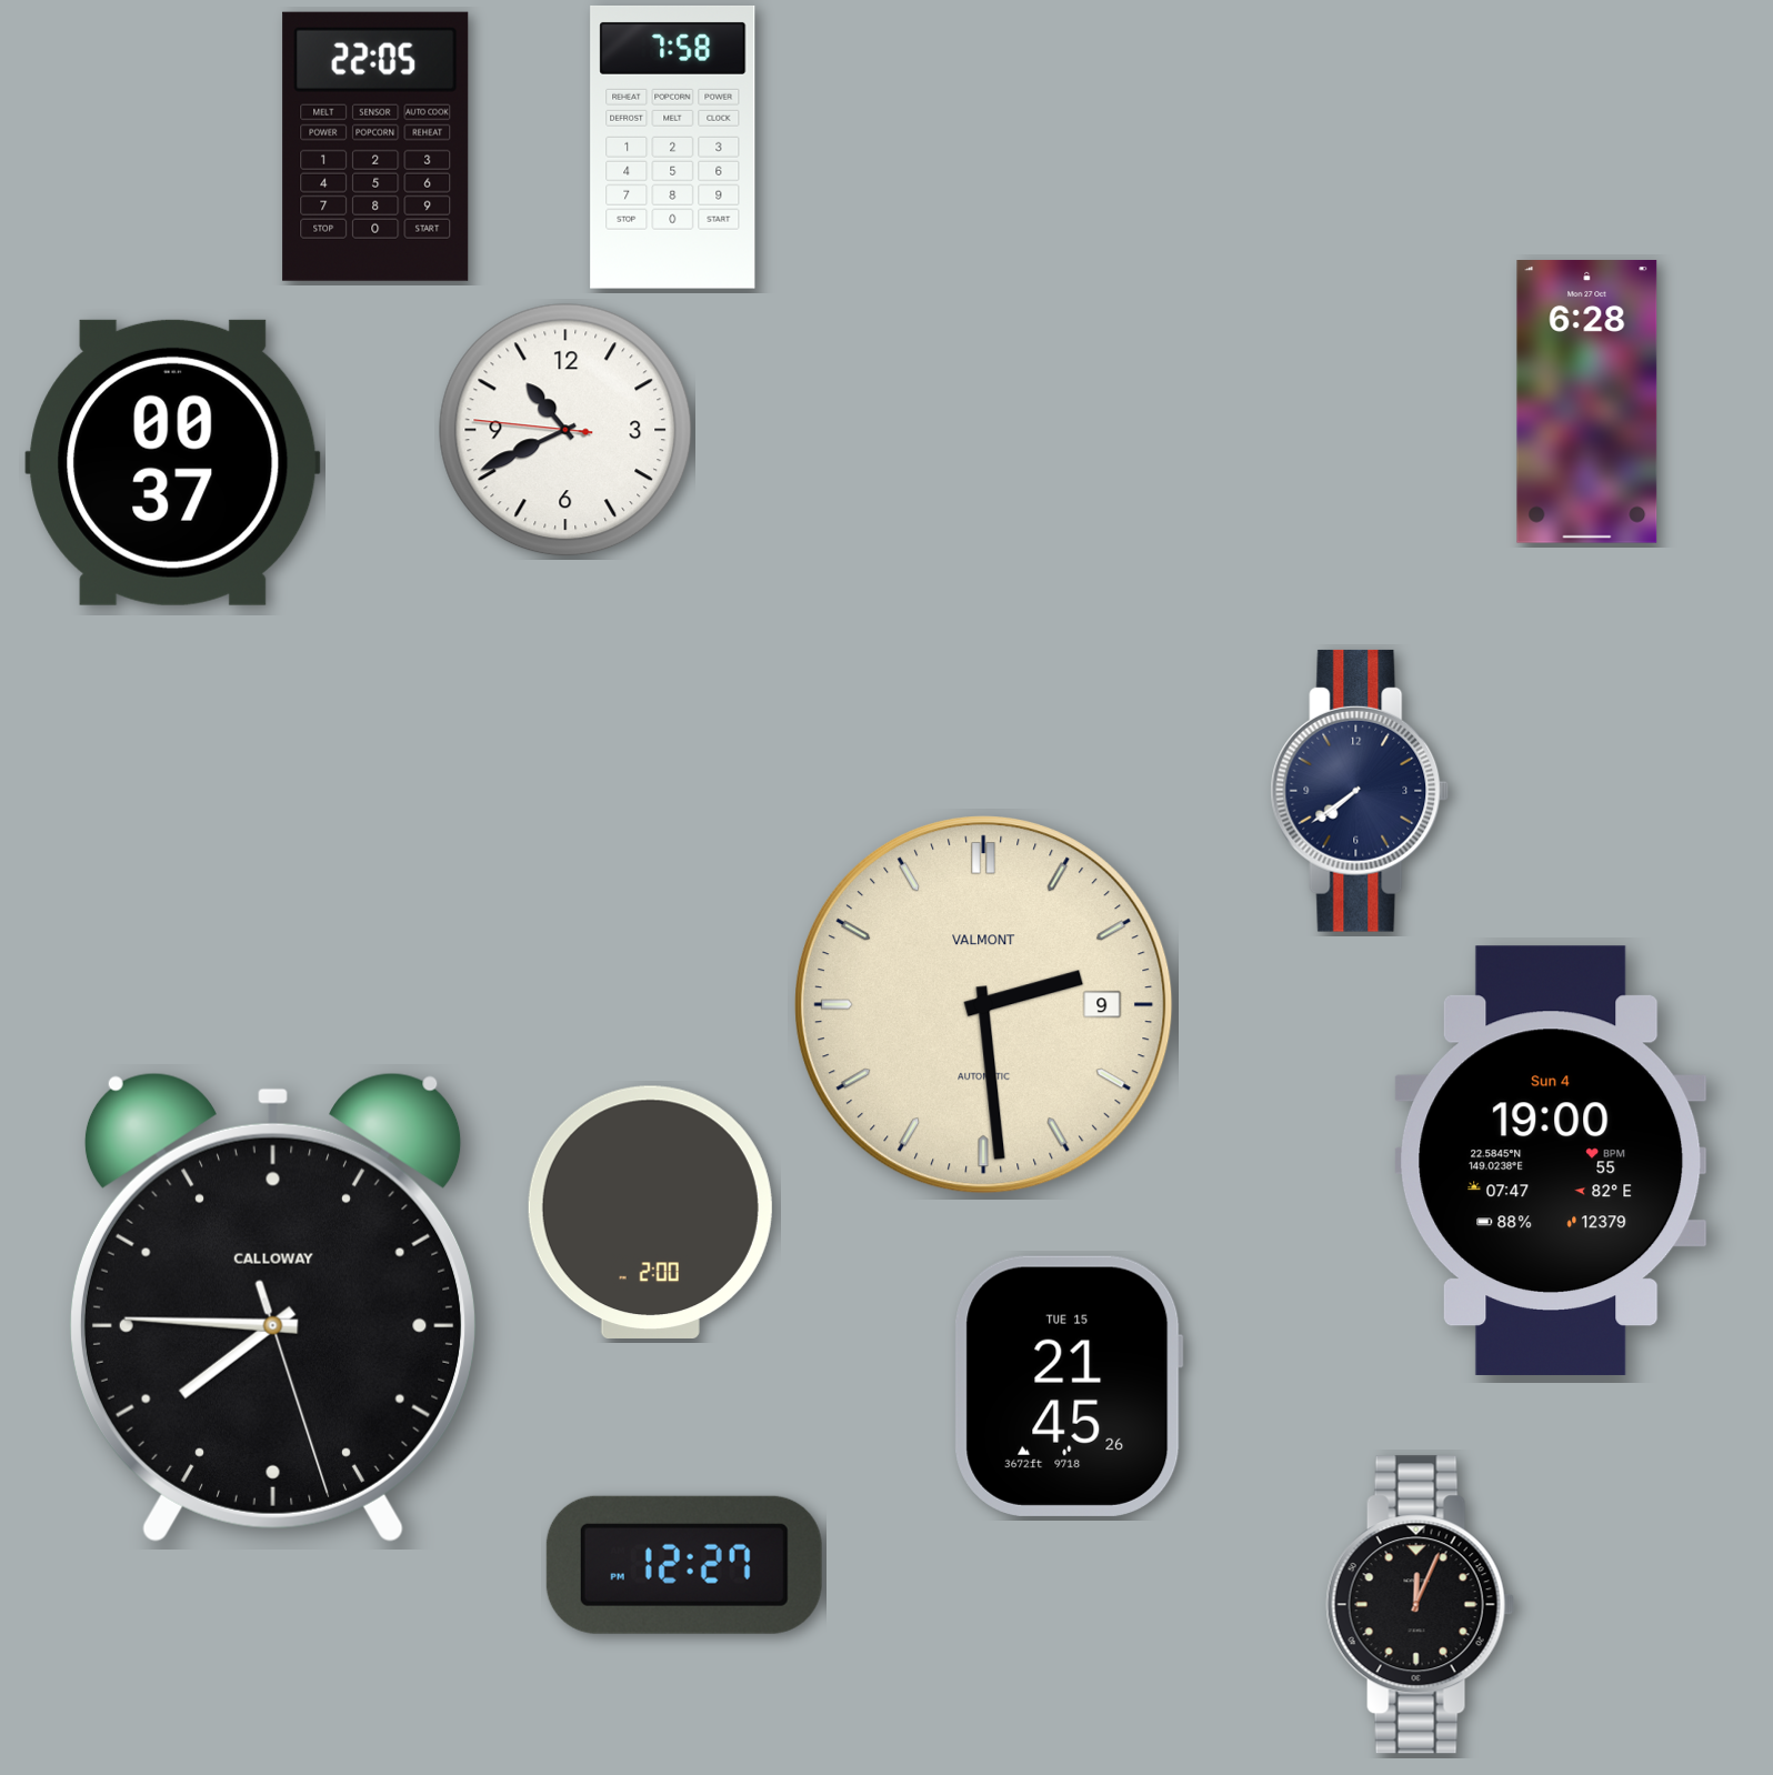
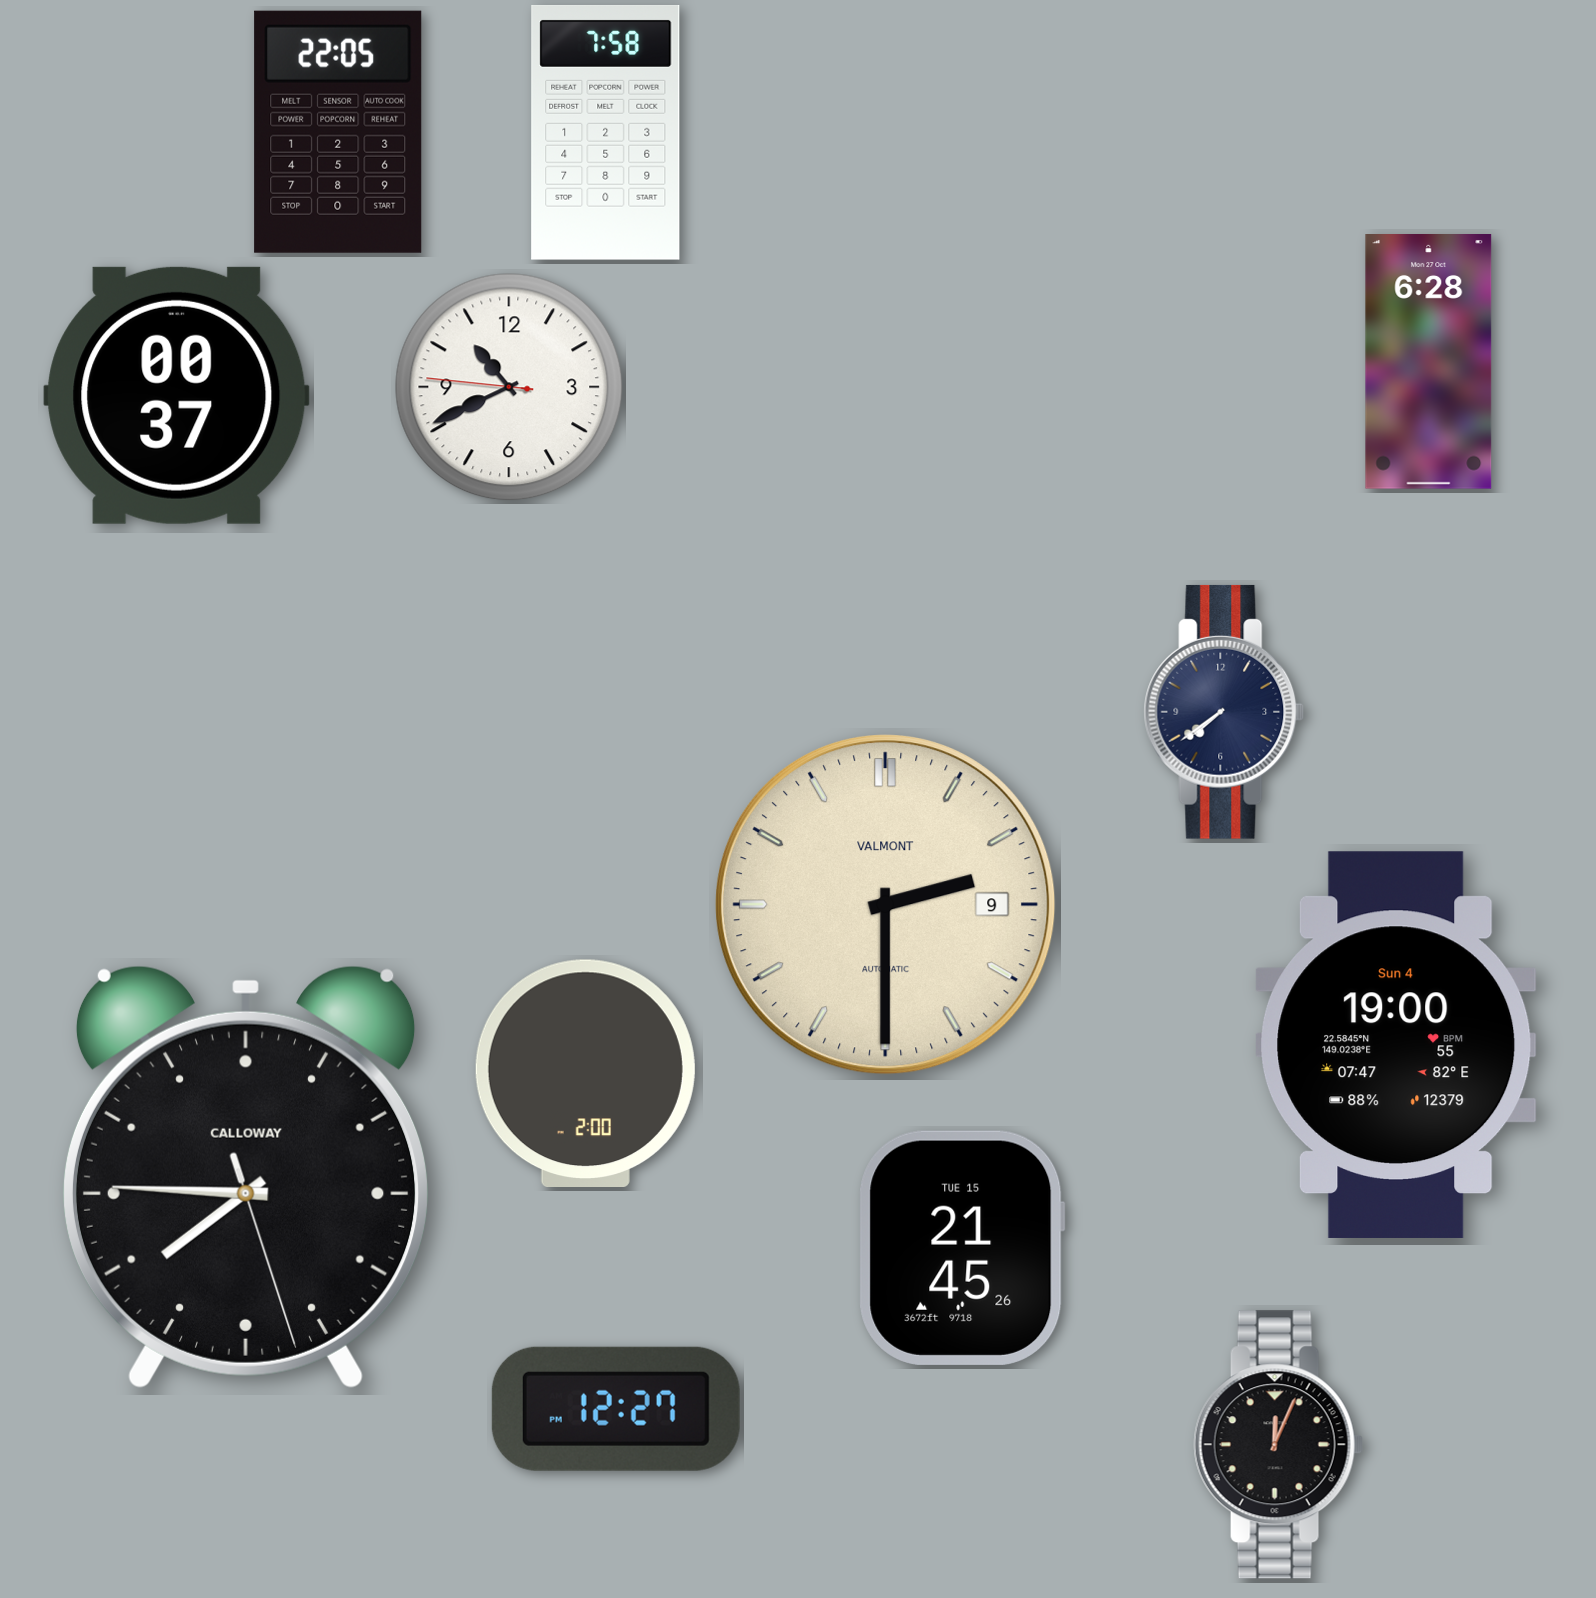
clock at (173, 462) position: (173, 462) -> (177, 395)
clock at (984, 1005): 2:29 -> 2:30
clock at (650, 1212) position: (650, 1212) -> (585, 1073)
